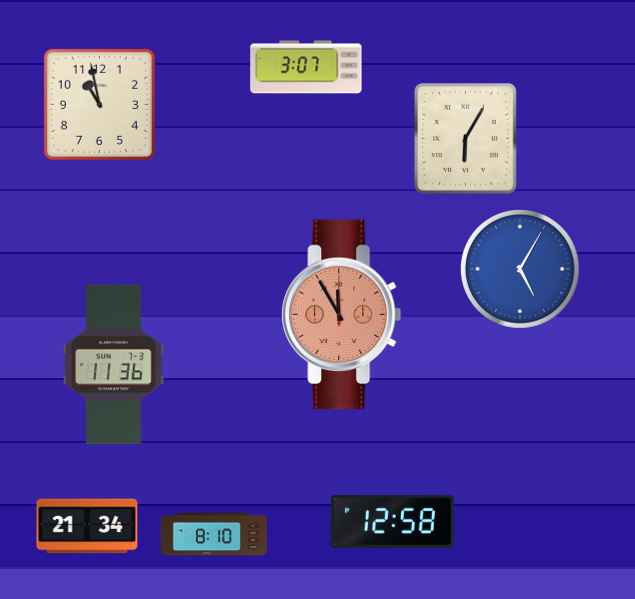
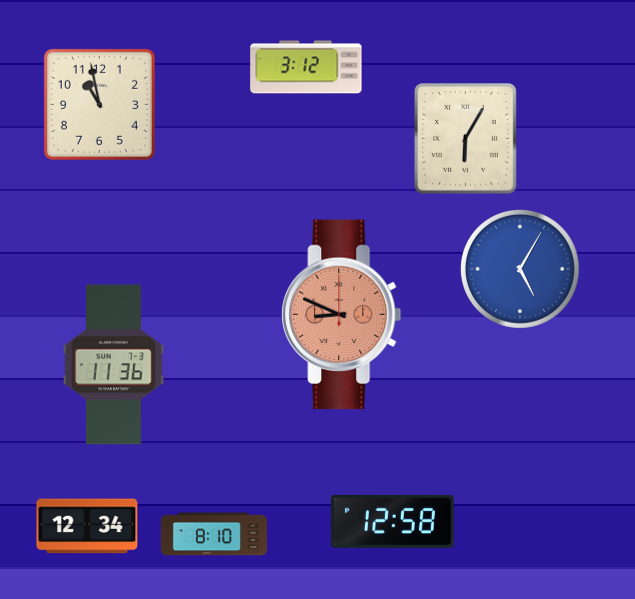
clock at (306, 67): 3:07 -> 3:12
clock at (342, 315): 11:55 -> 8:49
clock at (87, 526): 21:34 -> 12:34
